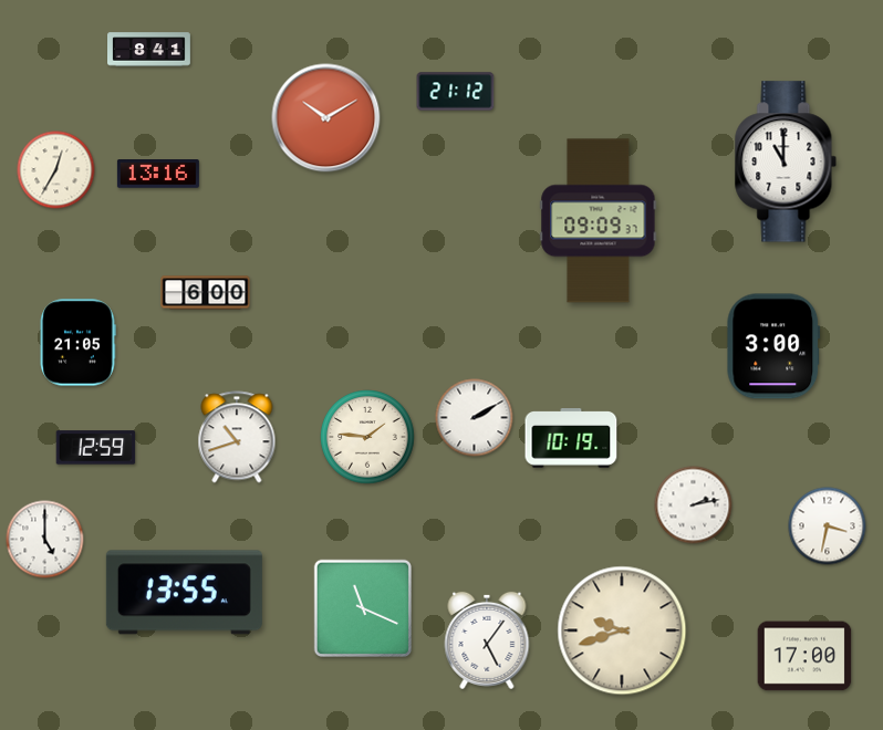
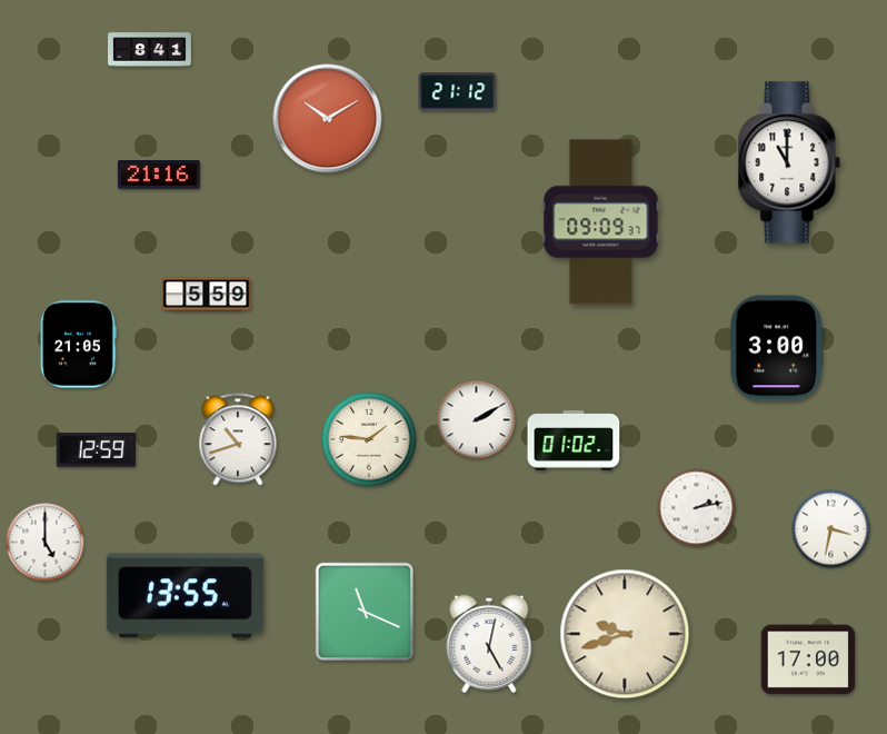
clock at (56, 170): 12:35 -> none
clock at (158, 174): 13:16 -> 21:16
clock at (206, 293): 6:00 -> 5:59
clock at (571, 438): 10:19 -> 01:02
clock at (487, 640): 5:06 -> 5:02
